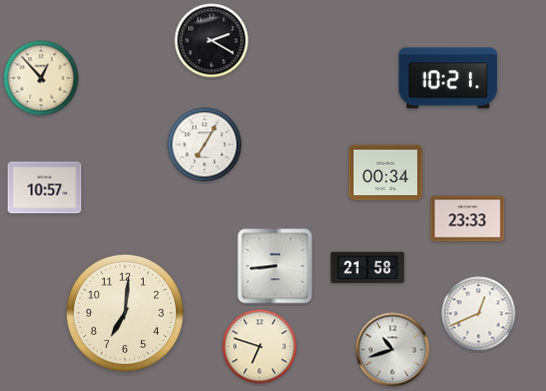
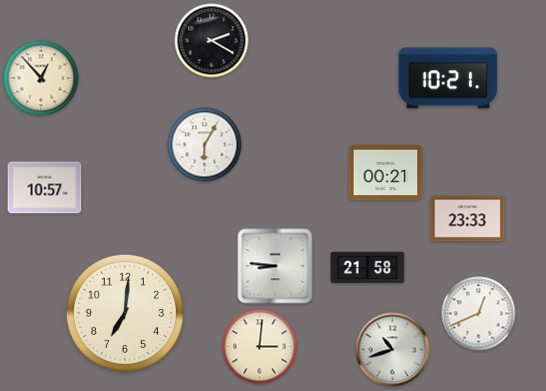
clock at (205, 145): 7:05 -> 6:05
clock at (386, 173): 00:34 -> 00:21
clock at (275, 266): 8:44 -> 8:46
clock at (260, 347): 6:48 -> 3:01
